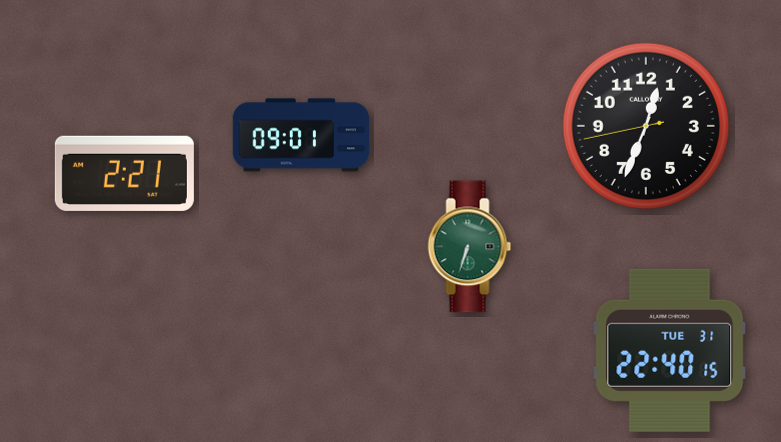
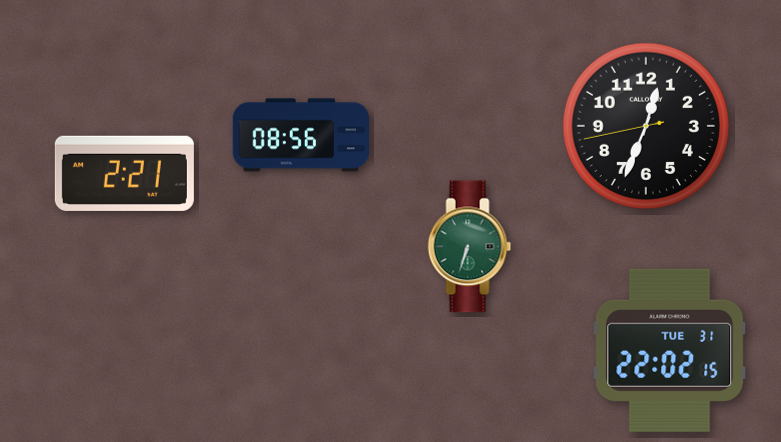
clock at (300, 135): 09:01 -> 08:56
clock at (670, 350): 22:40 -> 22:02
